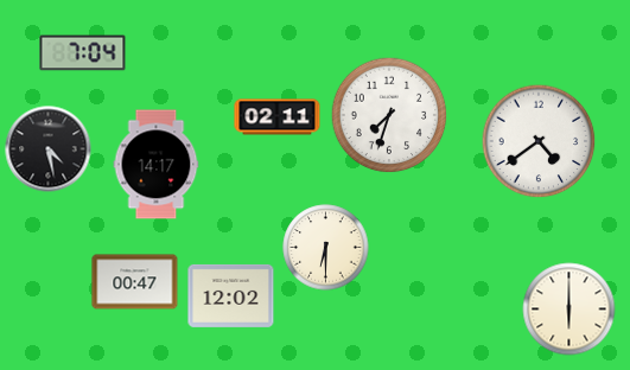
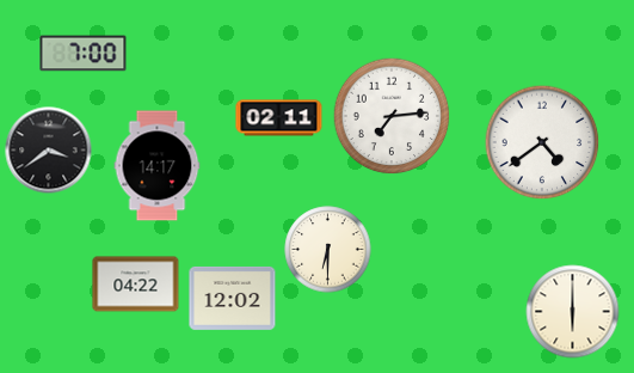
clock at (83, 53): 7:04 -> 7:00
clock at (389, 115): 7:33 -> 7:14
clock at (49, 149): 4:28 -> 3:39
clock at (135, 282): 00:47 -> 04:22
